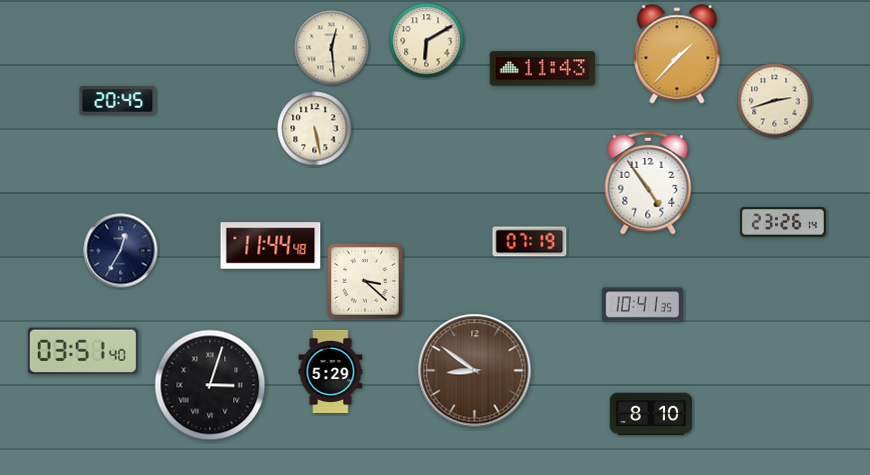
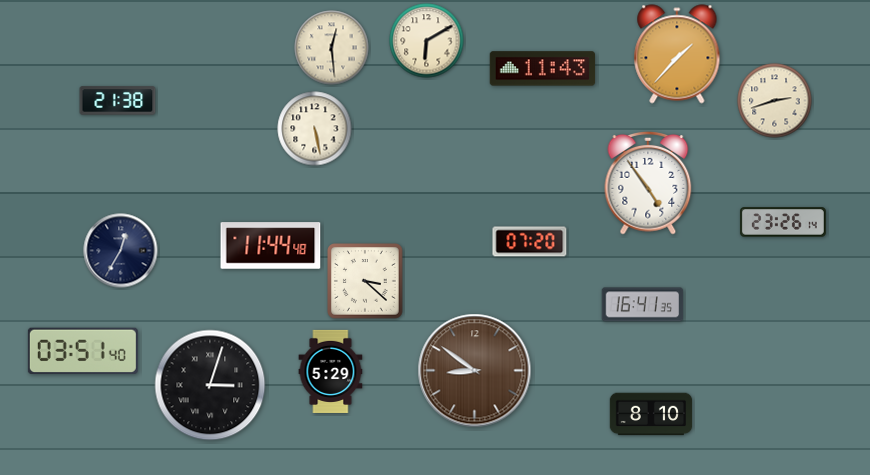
clock at (118, 101): 20:45 -> 21:38
clock at (530, 242): 07:19 -> 07:20
clock at (643, 305): 10:41 -> 16:41
